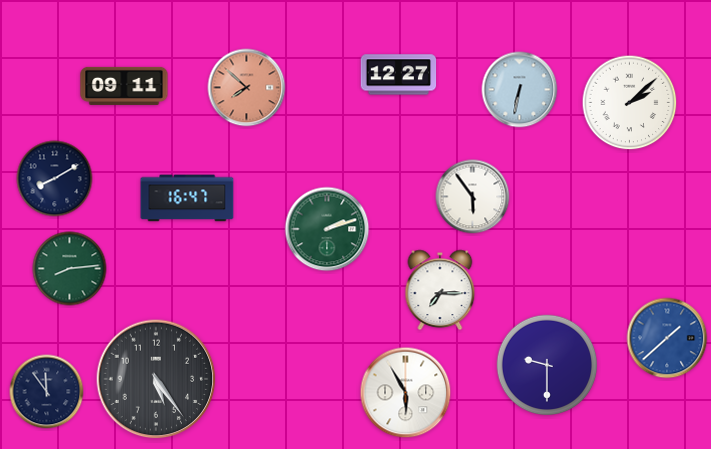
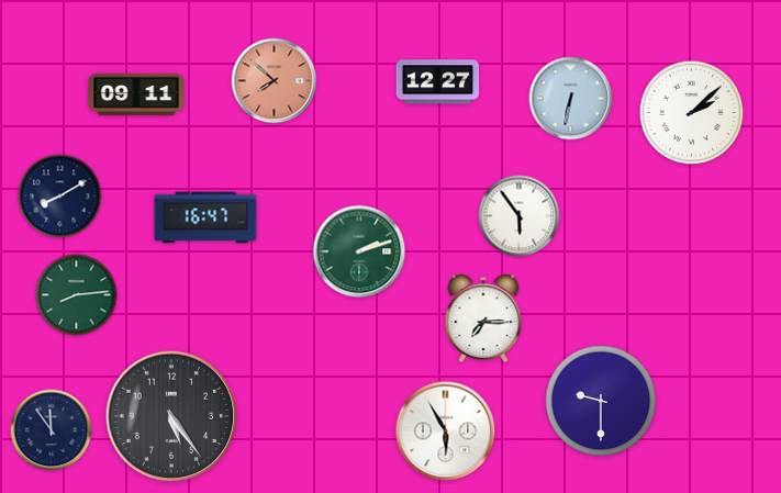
clock at (247, 88) position: (247, 88) -> (275, 81)
clock at (667, 338): 1:38 -> none
